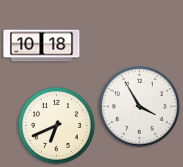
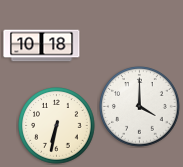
clock at (140, 107): 3:55 -> 4:00
clock at (57, 126): 6:41 -> 6:32
